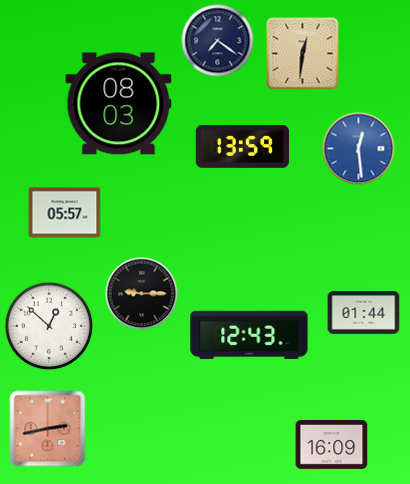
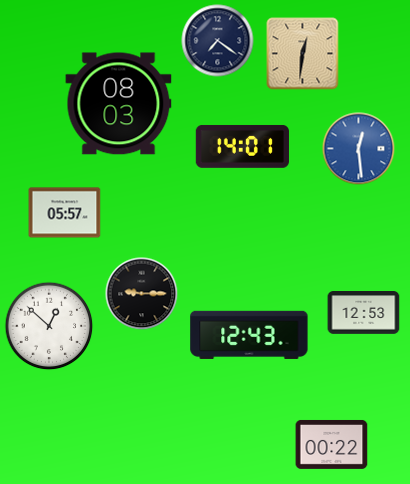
clock at (242, 146): 13:59 -> 14:01
clock at (364, 313): 01:44 -> 12:53
clock at (48, 429): 2:43 -> none
clock at (332, 444): 16:09 -> 00:22
